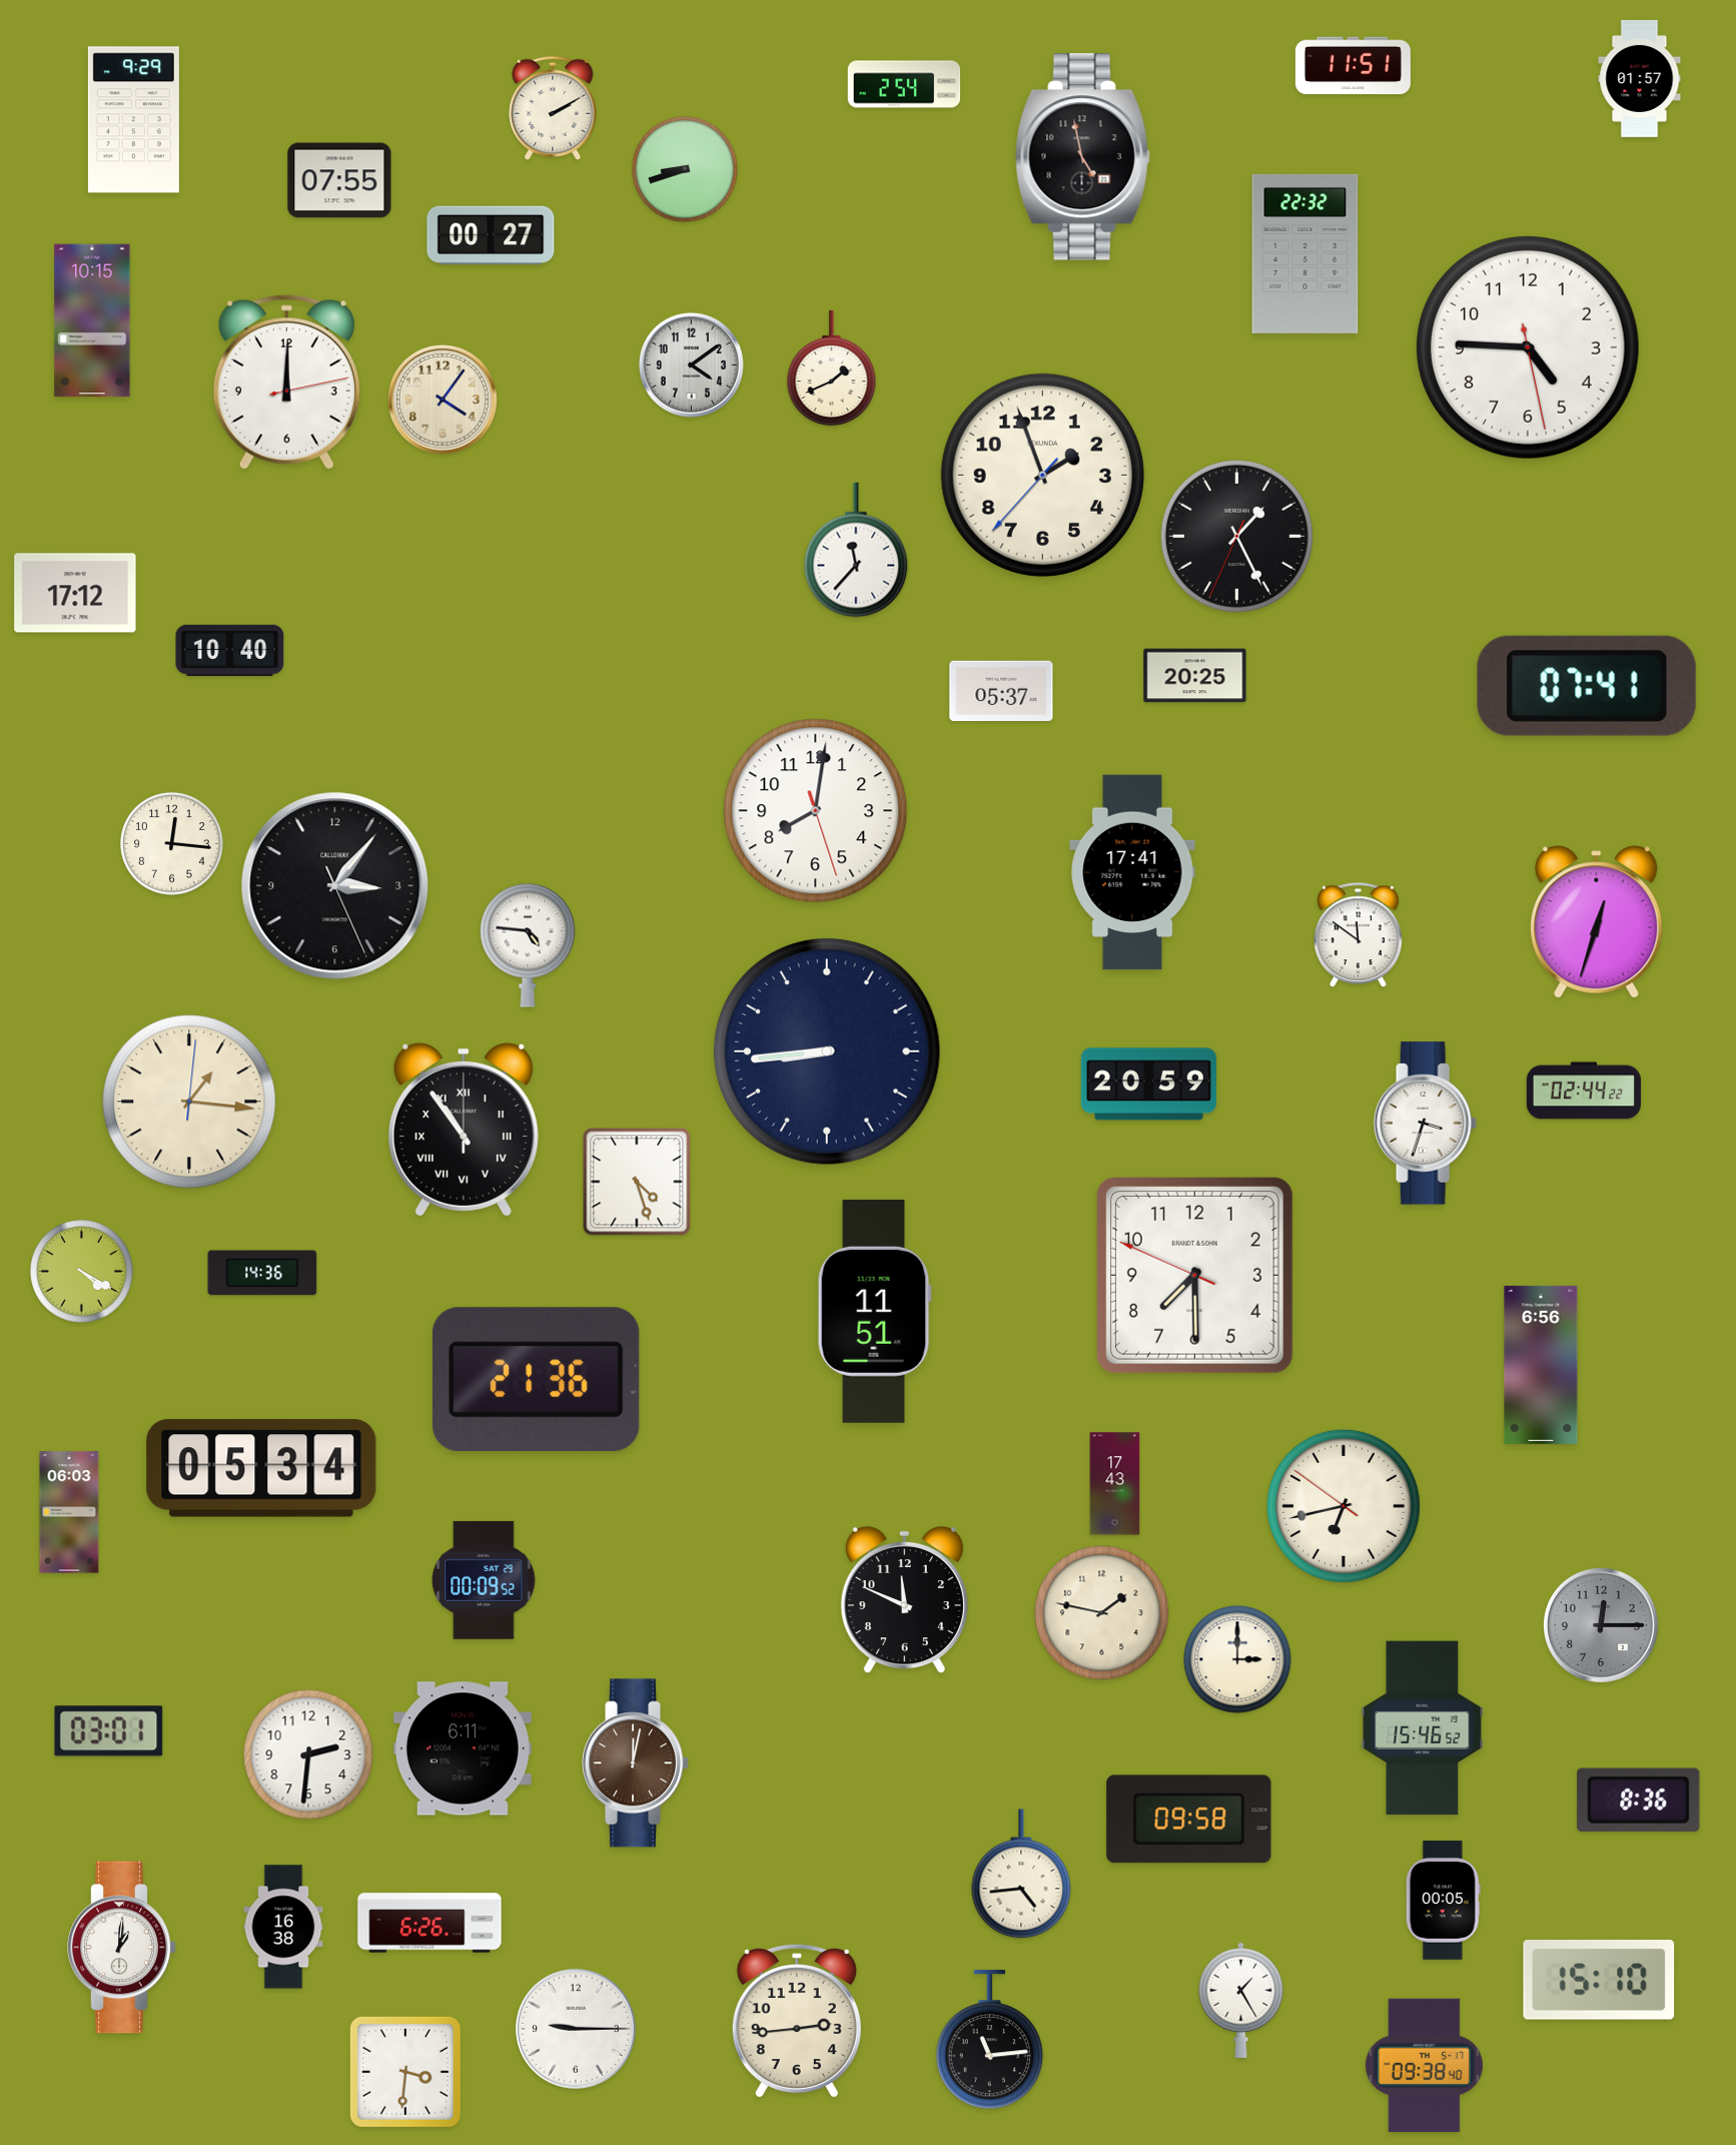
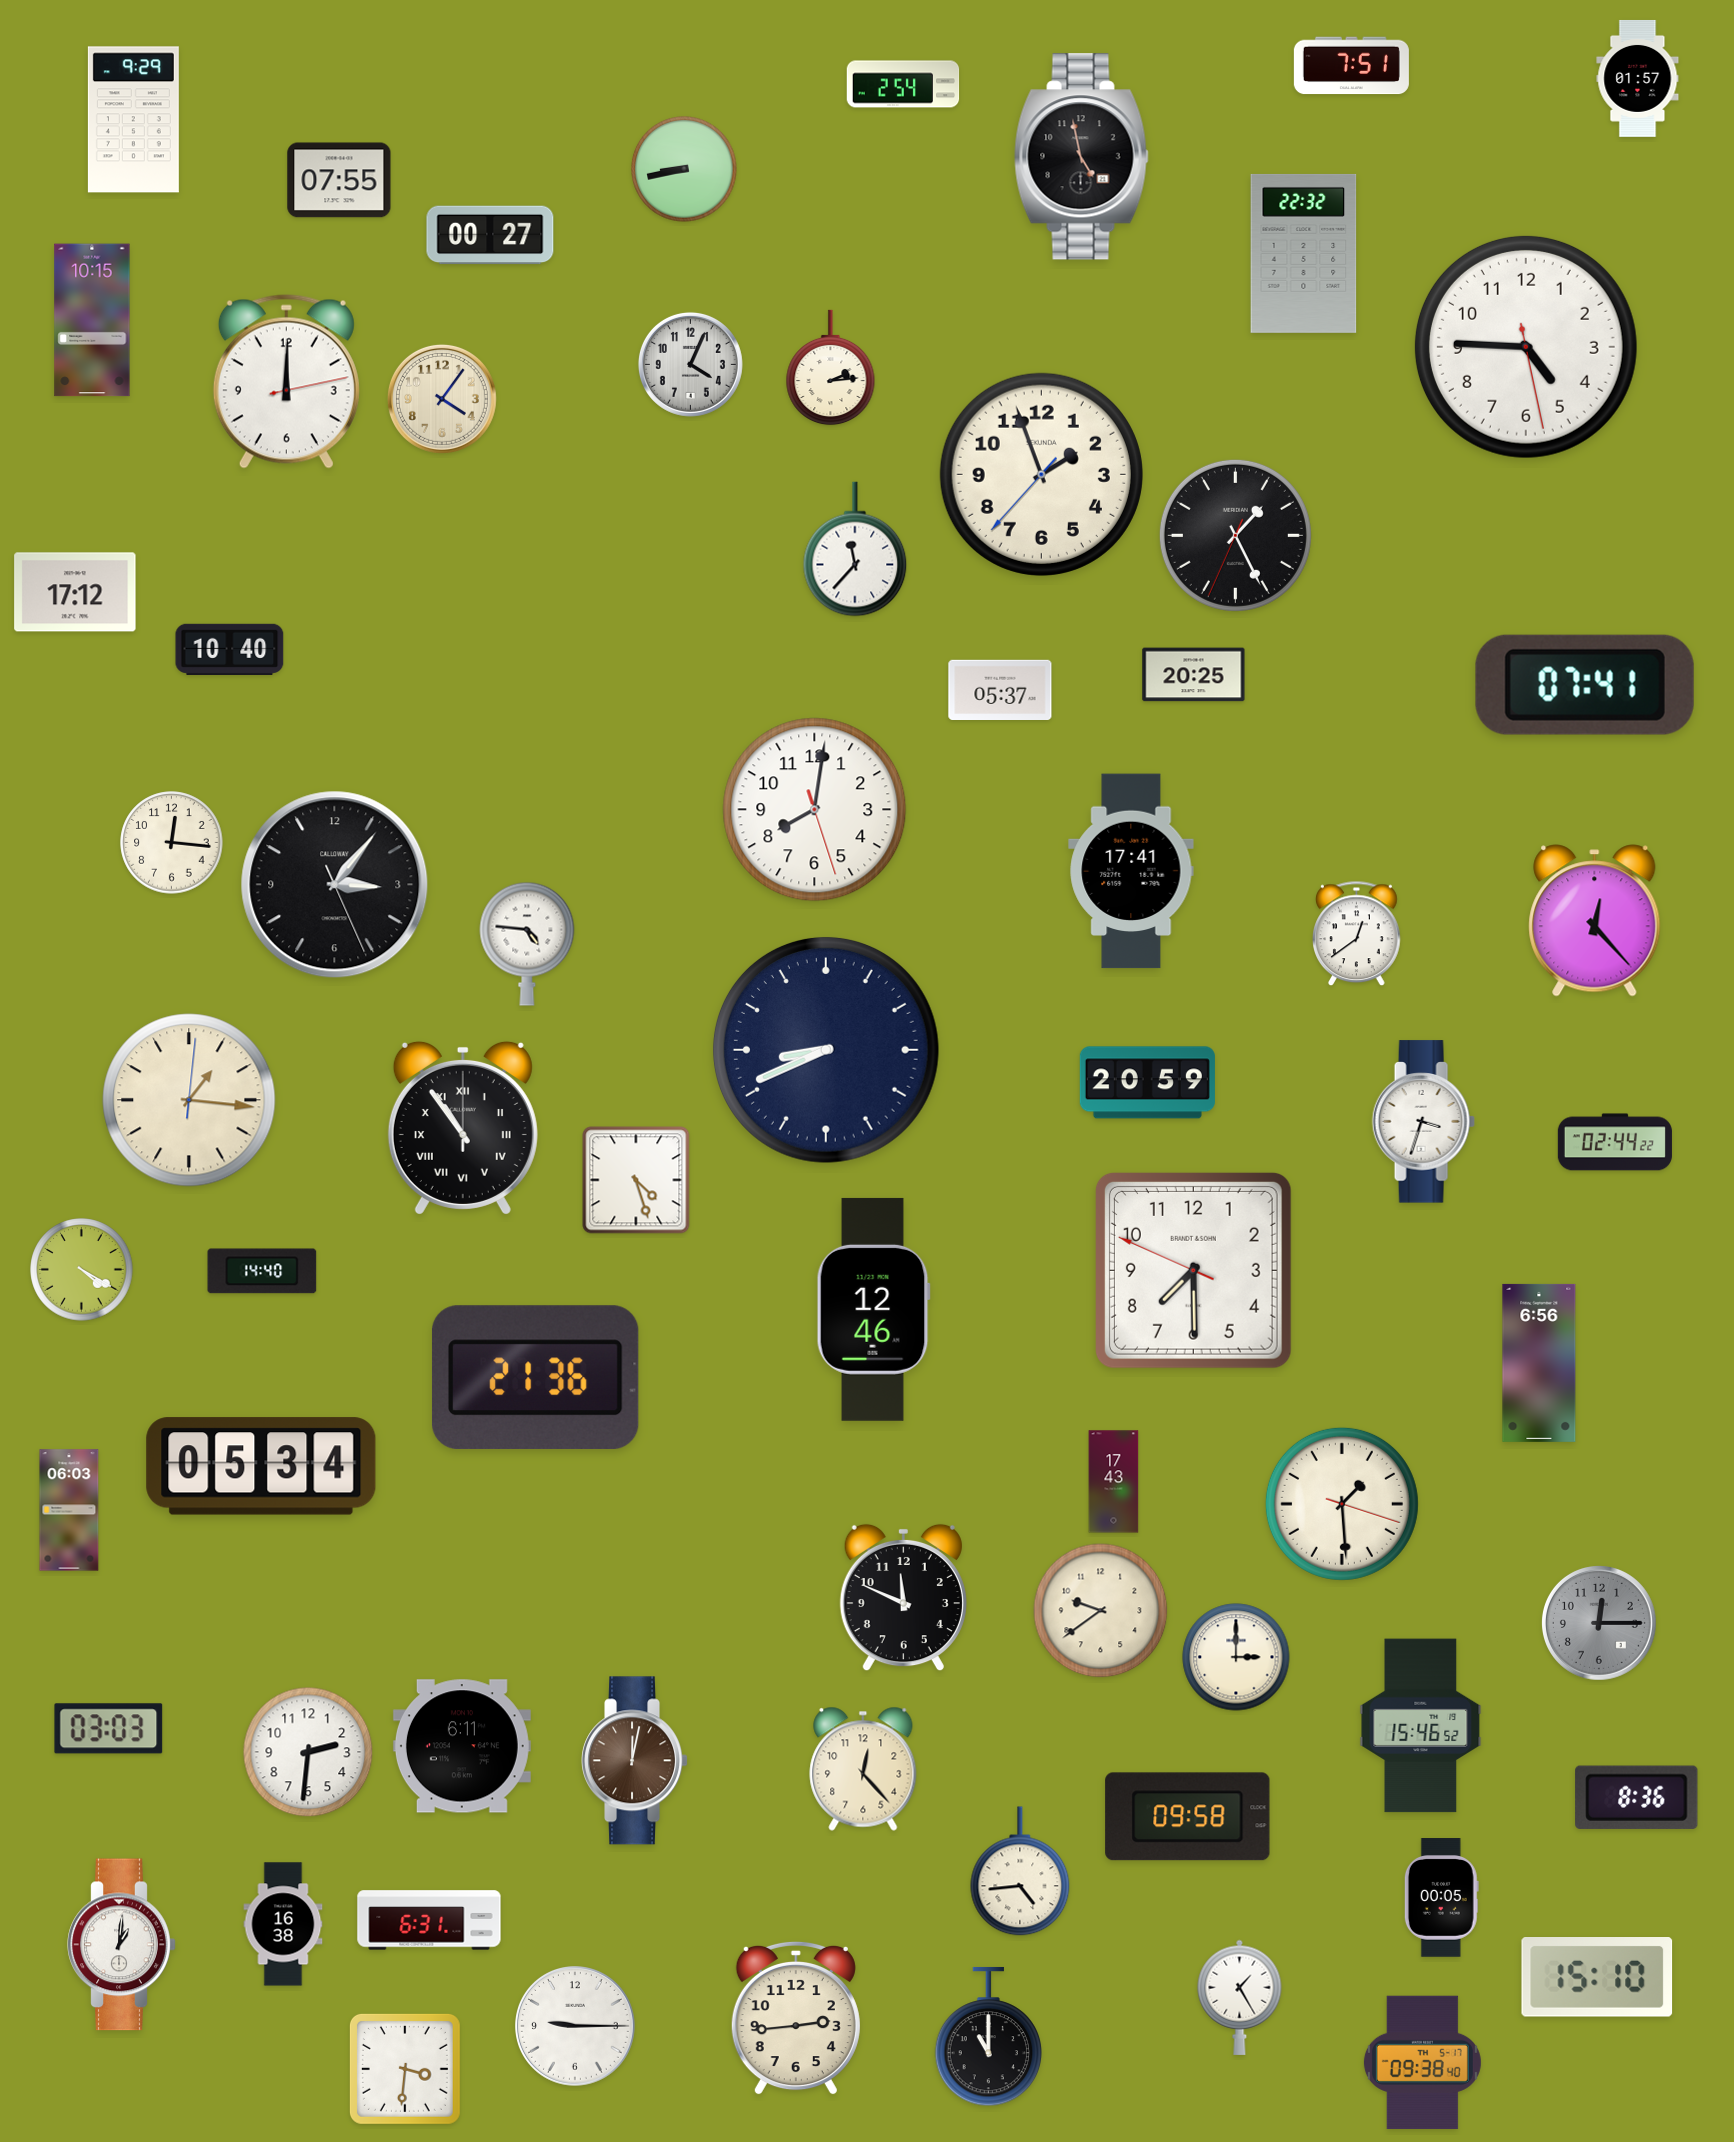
clock at (1353, 66): 11:51 -> 7:51
clock at (553, 108): 2:10 -> none
clock at (685, 169): 8:42 -> 8:43
clock at (691, 365): 4:09 -> 4:04
clock at (832, 369): 1:41 -> 2:14
clock at (1597, 922): 12:33 -> 12:23
clock at (1359, 935): 11:51 -> 12:39
clock at (827, 1051): 8:44 -> 8:41
clock at (1584, 1091) position: (1584, 1091) -> (1615, 1142)
clock at (262, 1273): 14:36 -> 14:40
clock at (1194, 1275) position: (1194, 1275) -> (1193, 1270)
clock at (874, 1311): 11:51 -> 12:46
clock at (1344, 1506): 6:42 -> 1:29
clock at (484, 1580): 00:09 -> none
clock at (1102, 1613): 1:47 -> 9:39
clock at (109, 1731): 03:01 -> 03:03
clock at (863, 1769): none -> 12:23
clock at (429, 1923): 6:26 -> 6:31
clock at (989, 2040): 11:14 -> 11:00
